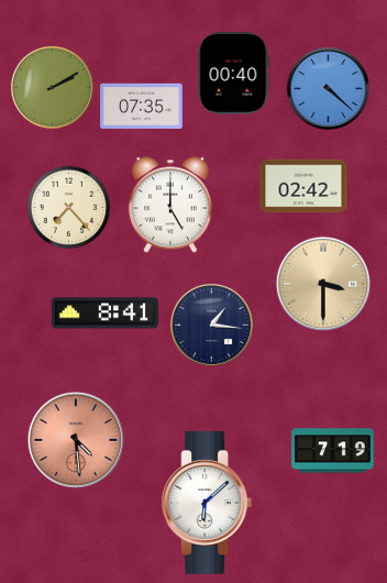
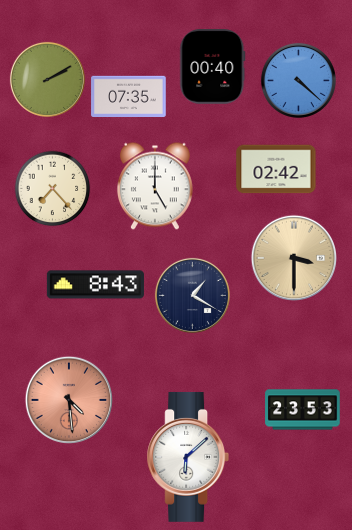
clock at (69, 208) position: (69, 208) -> (53, 189)
clock at (104, 313): 8:41 -> 8:43
clock at (211, 324): 1:16 -> 1:20
clock at (333, 451): 7:19 -> 23:53
